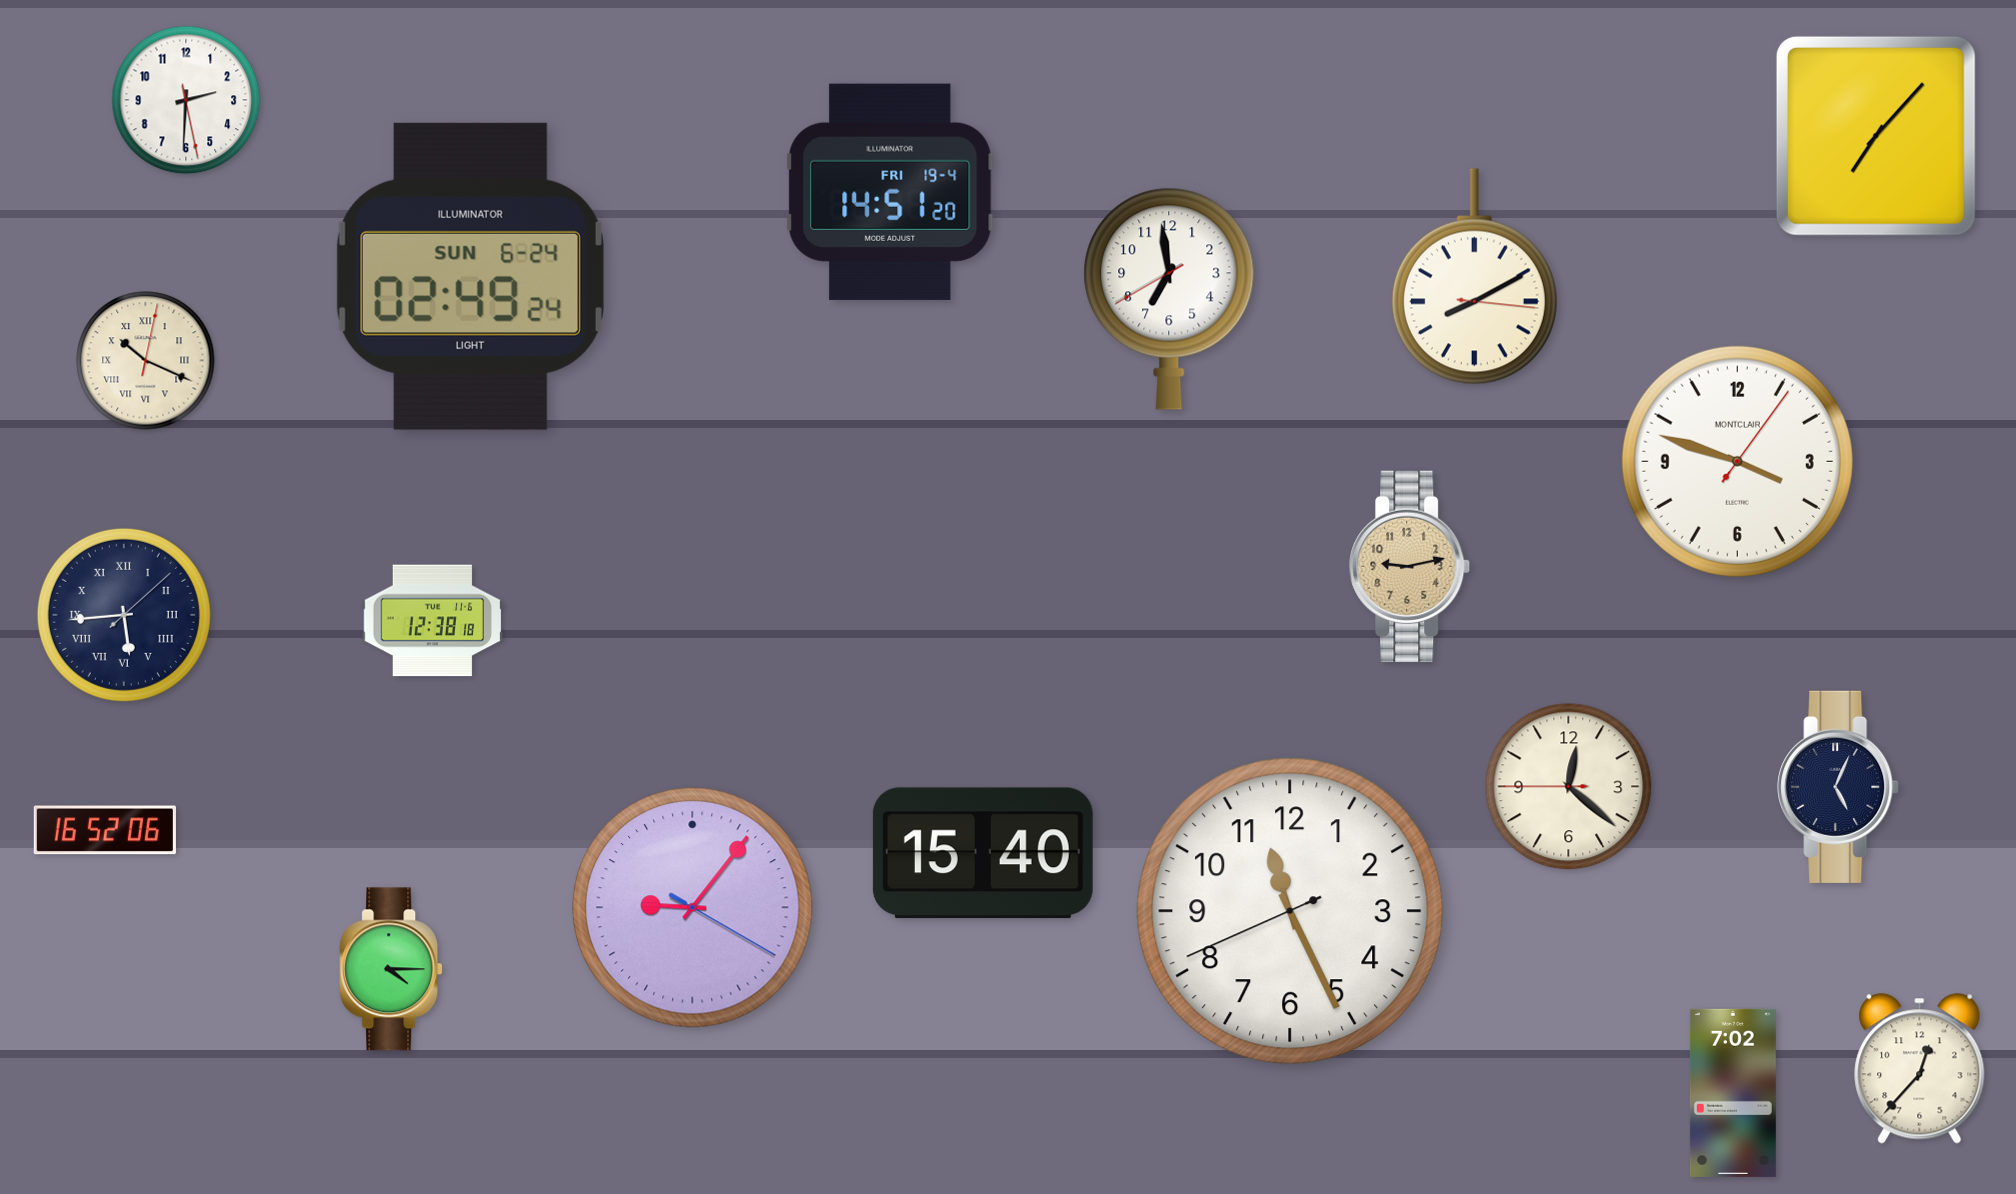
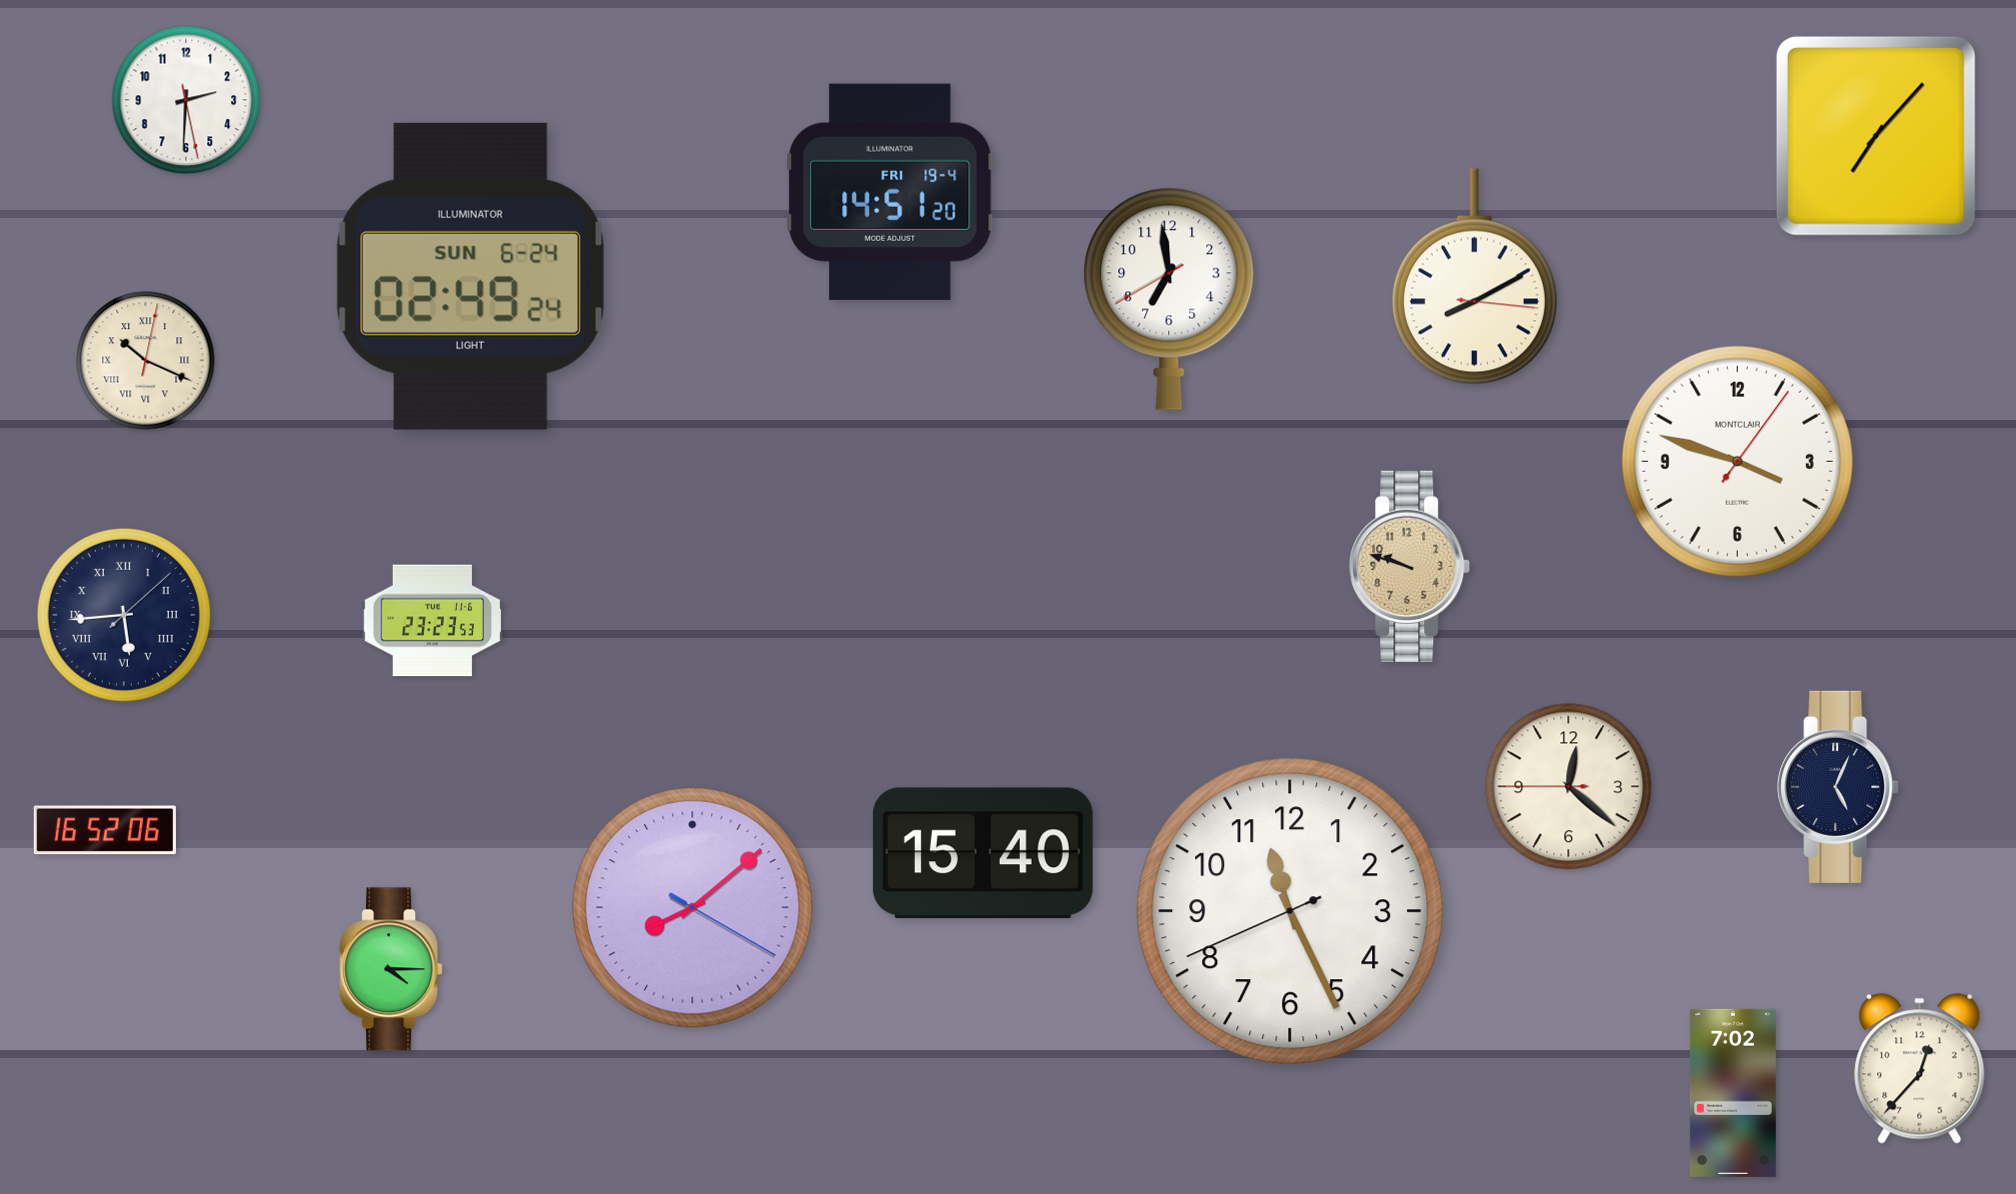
clock at (1410, 566): 9:13 -> 9:48
clock at (433, 621): 12:38 -> 23:23
clock at (693, 908): 9:06 -> 8:08
